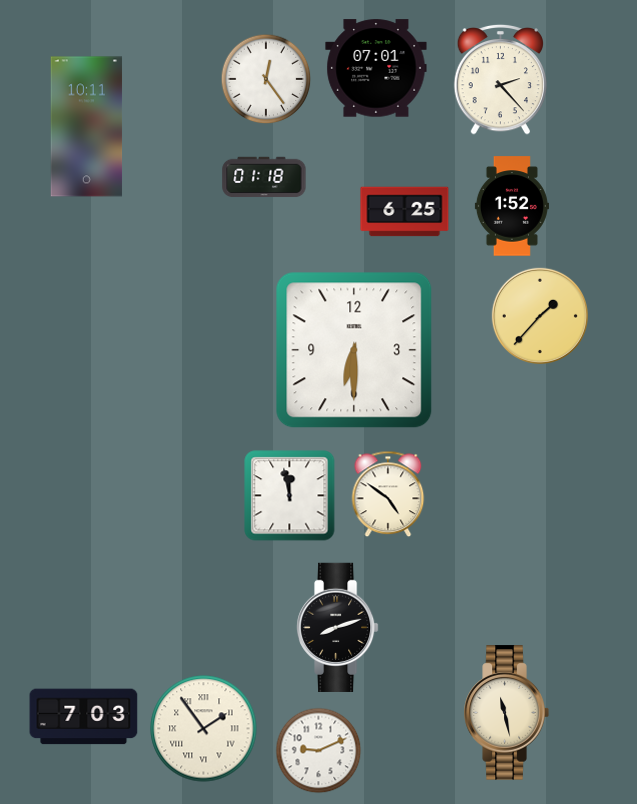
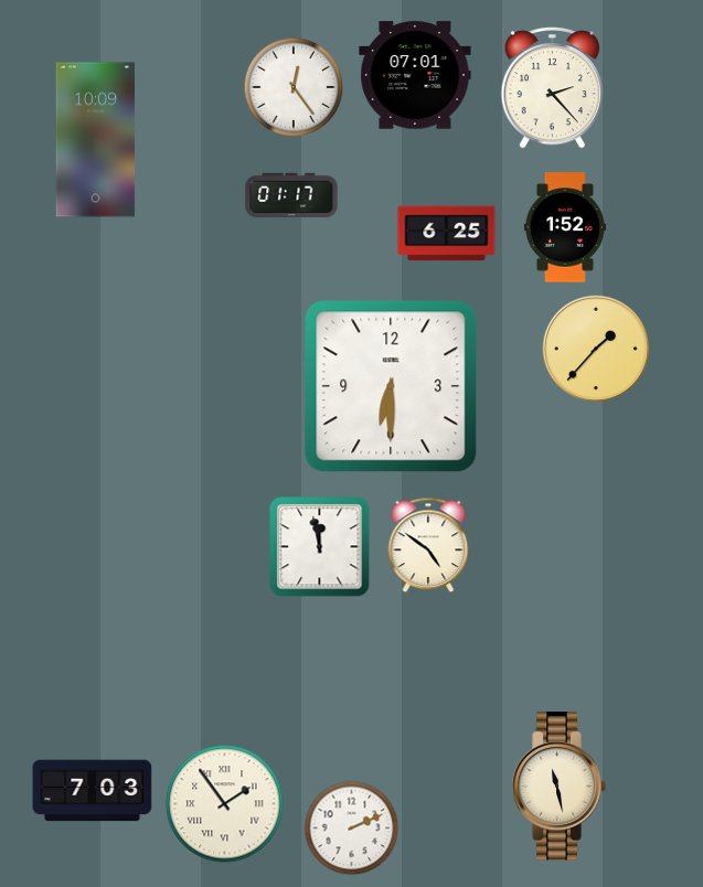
clock at (87, 127): 10:11 -> 10:09
clock at (264, 177): 01:18 -> 01:17
clock at (338, 627): 8:12 -> none
clock at (319, 751): 9:11 -> 2:11
